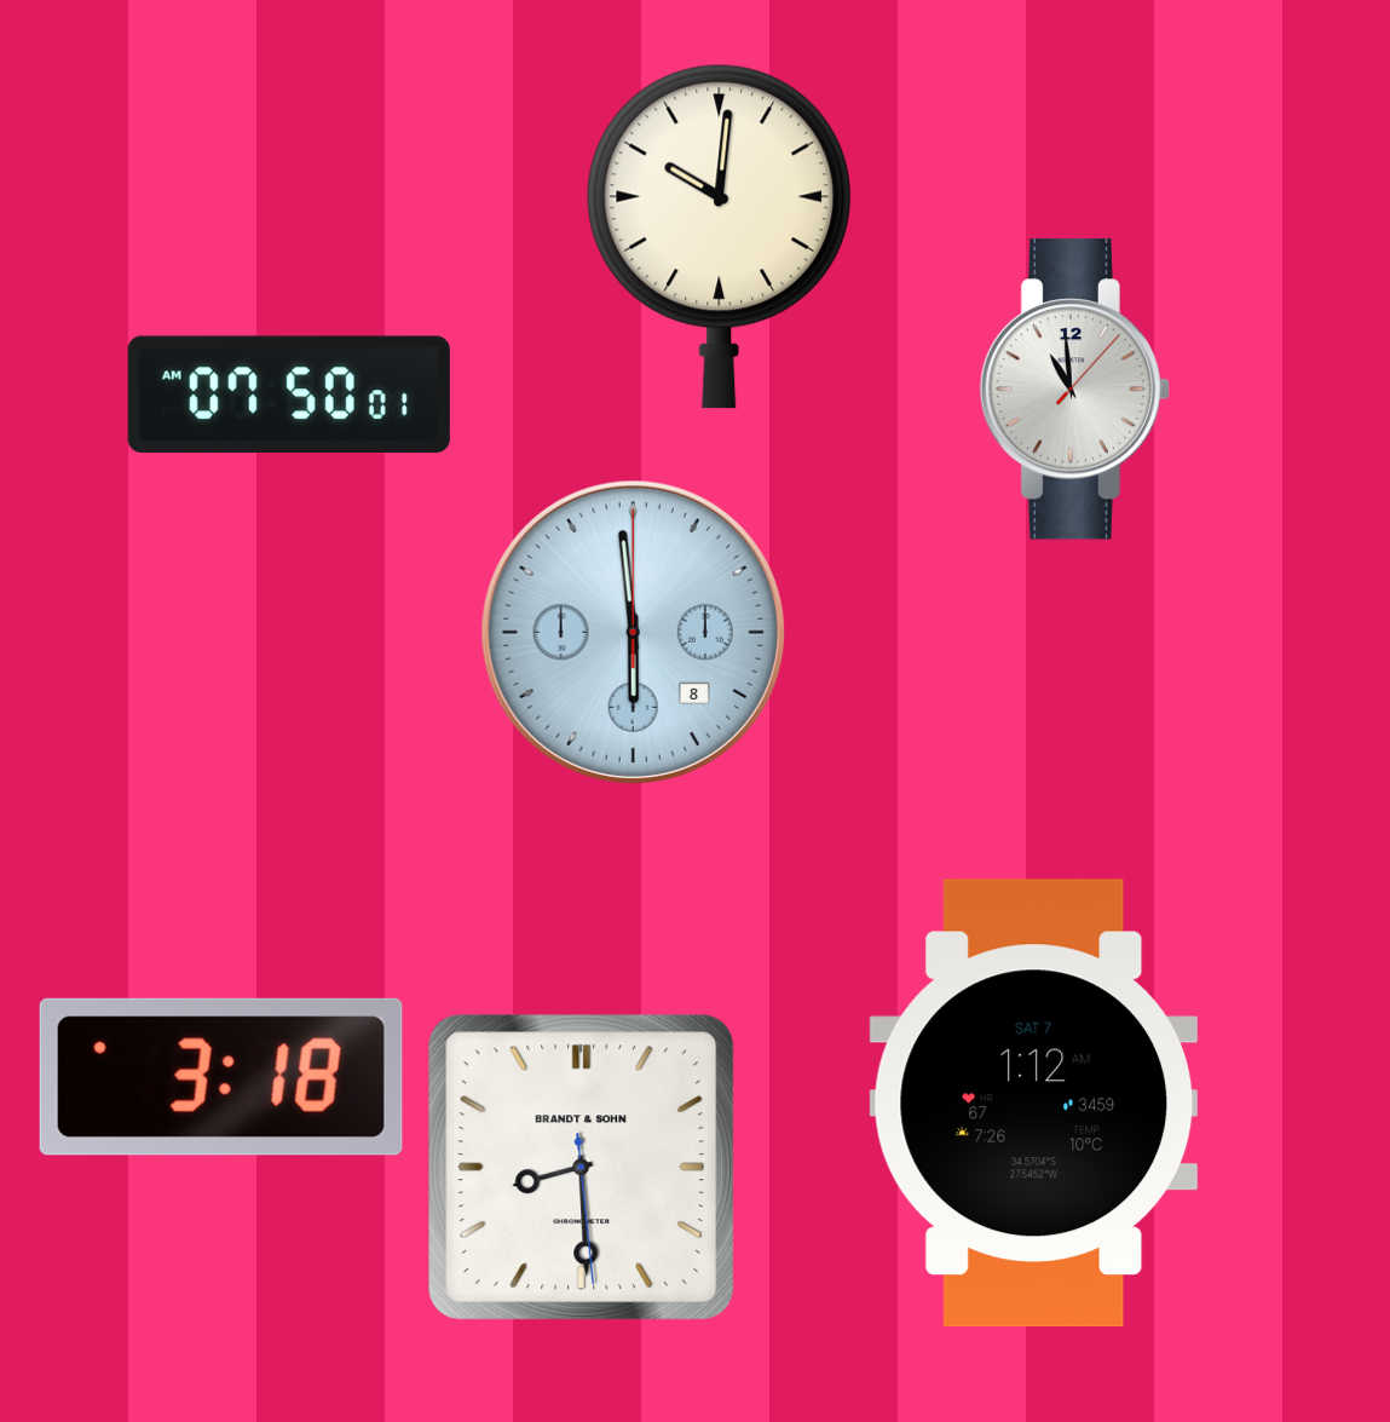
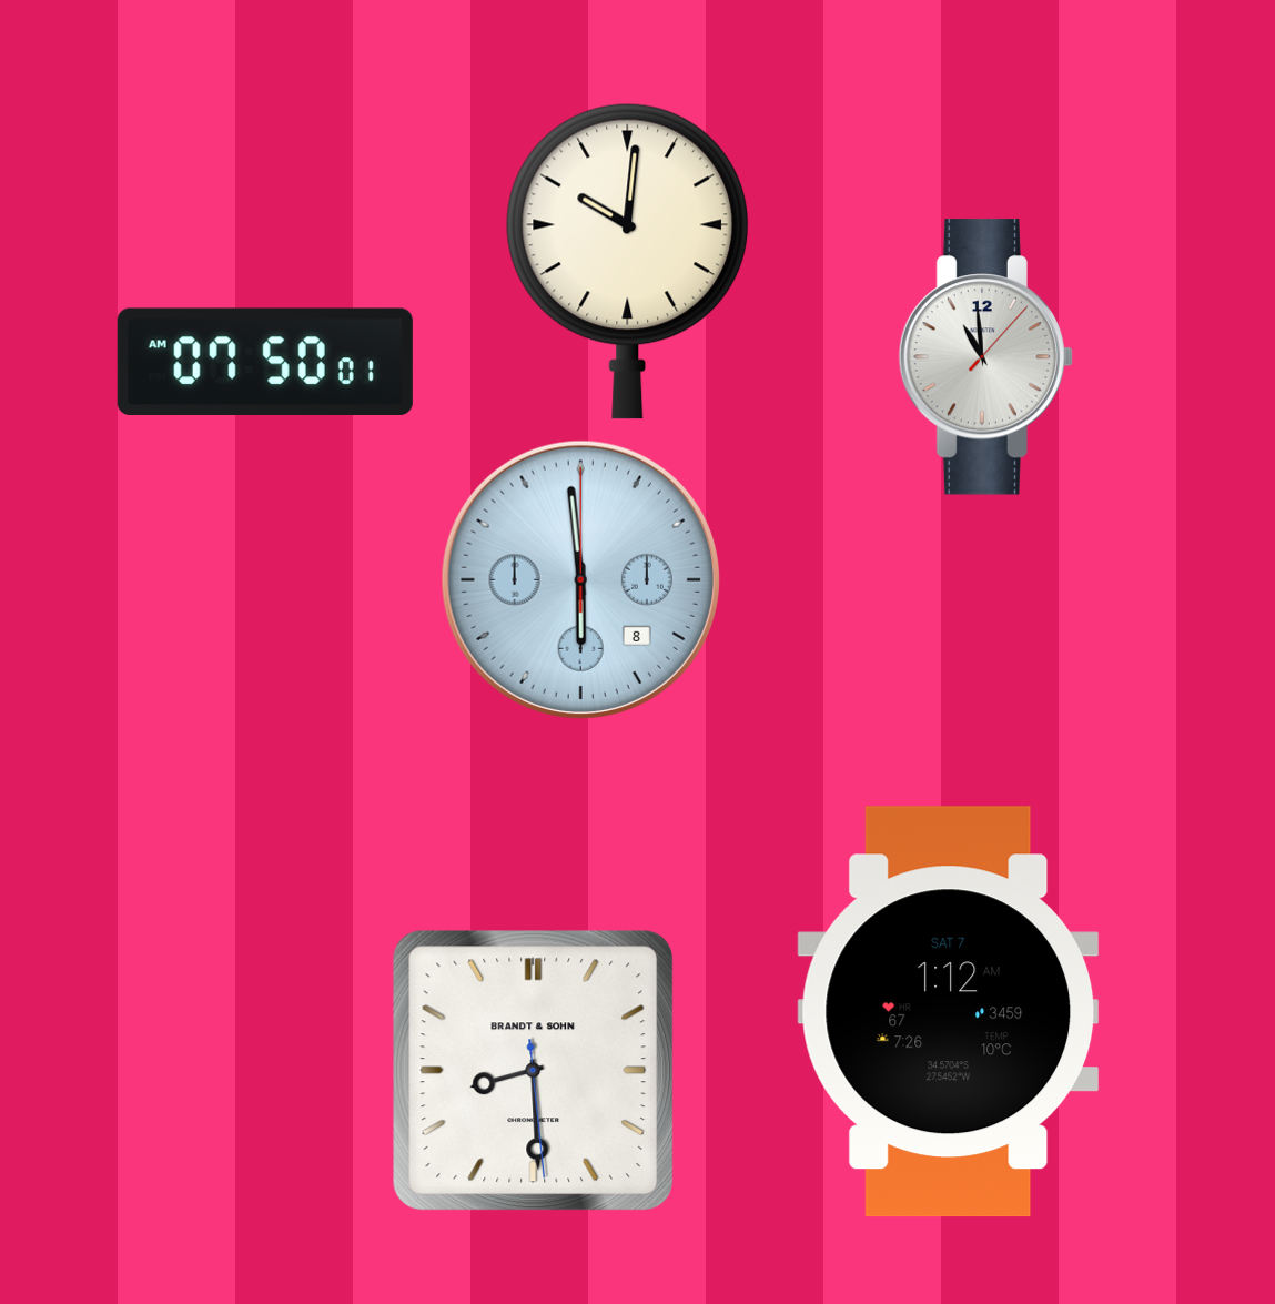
clock at (720, 236) position: (720, 236) -> (628, 261)
clock at (221, 1077): 3:18 -> none
